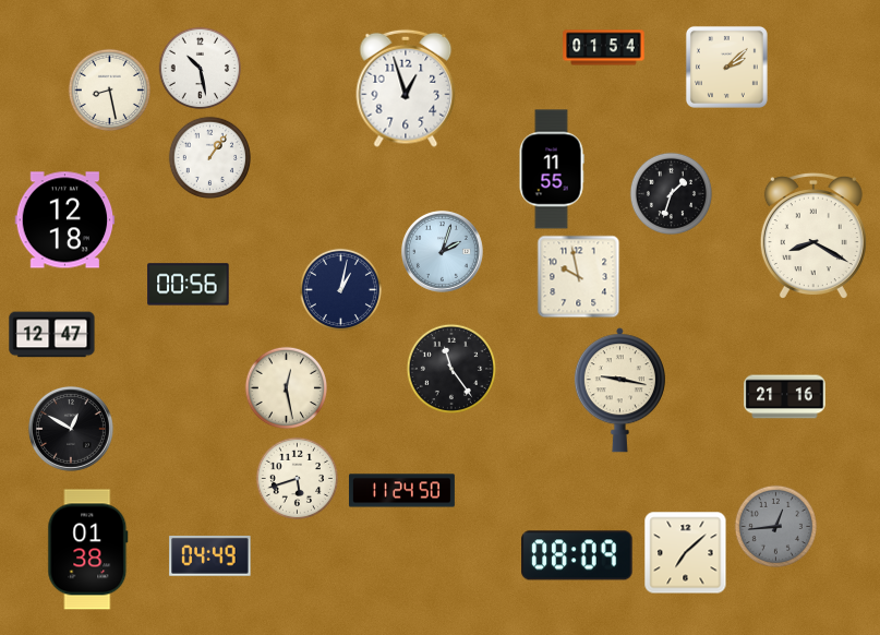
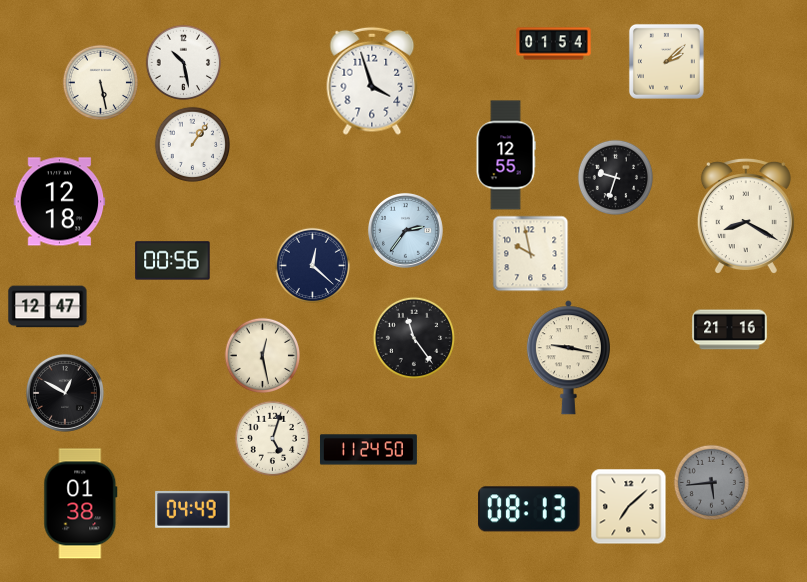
clock at (406, 88): 12:57 -> 3:57
clock at (110, 91): 8:28 -> 5:28
clock at (552, 169): 11:55 -> 12:55
clock at (672, 194): 1:33 -> 9:33
clock at (442, 251): 2:03 -> 2:36
clock at (341, 290): 1:02 -> 12:22
clock at (785, 397) position: (785, 397) -> (730, 330)
clock at (298, 479): 5:42 -> 5:03
clock at (776, 527): 12:44 -> 5:44
clock at (577, 555): 08:09 -> 08:13
